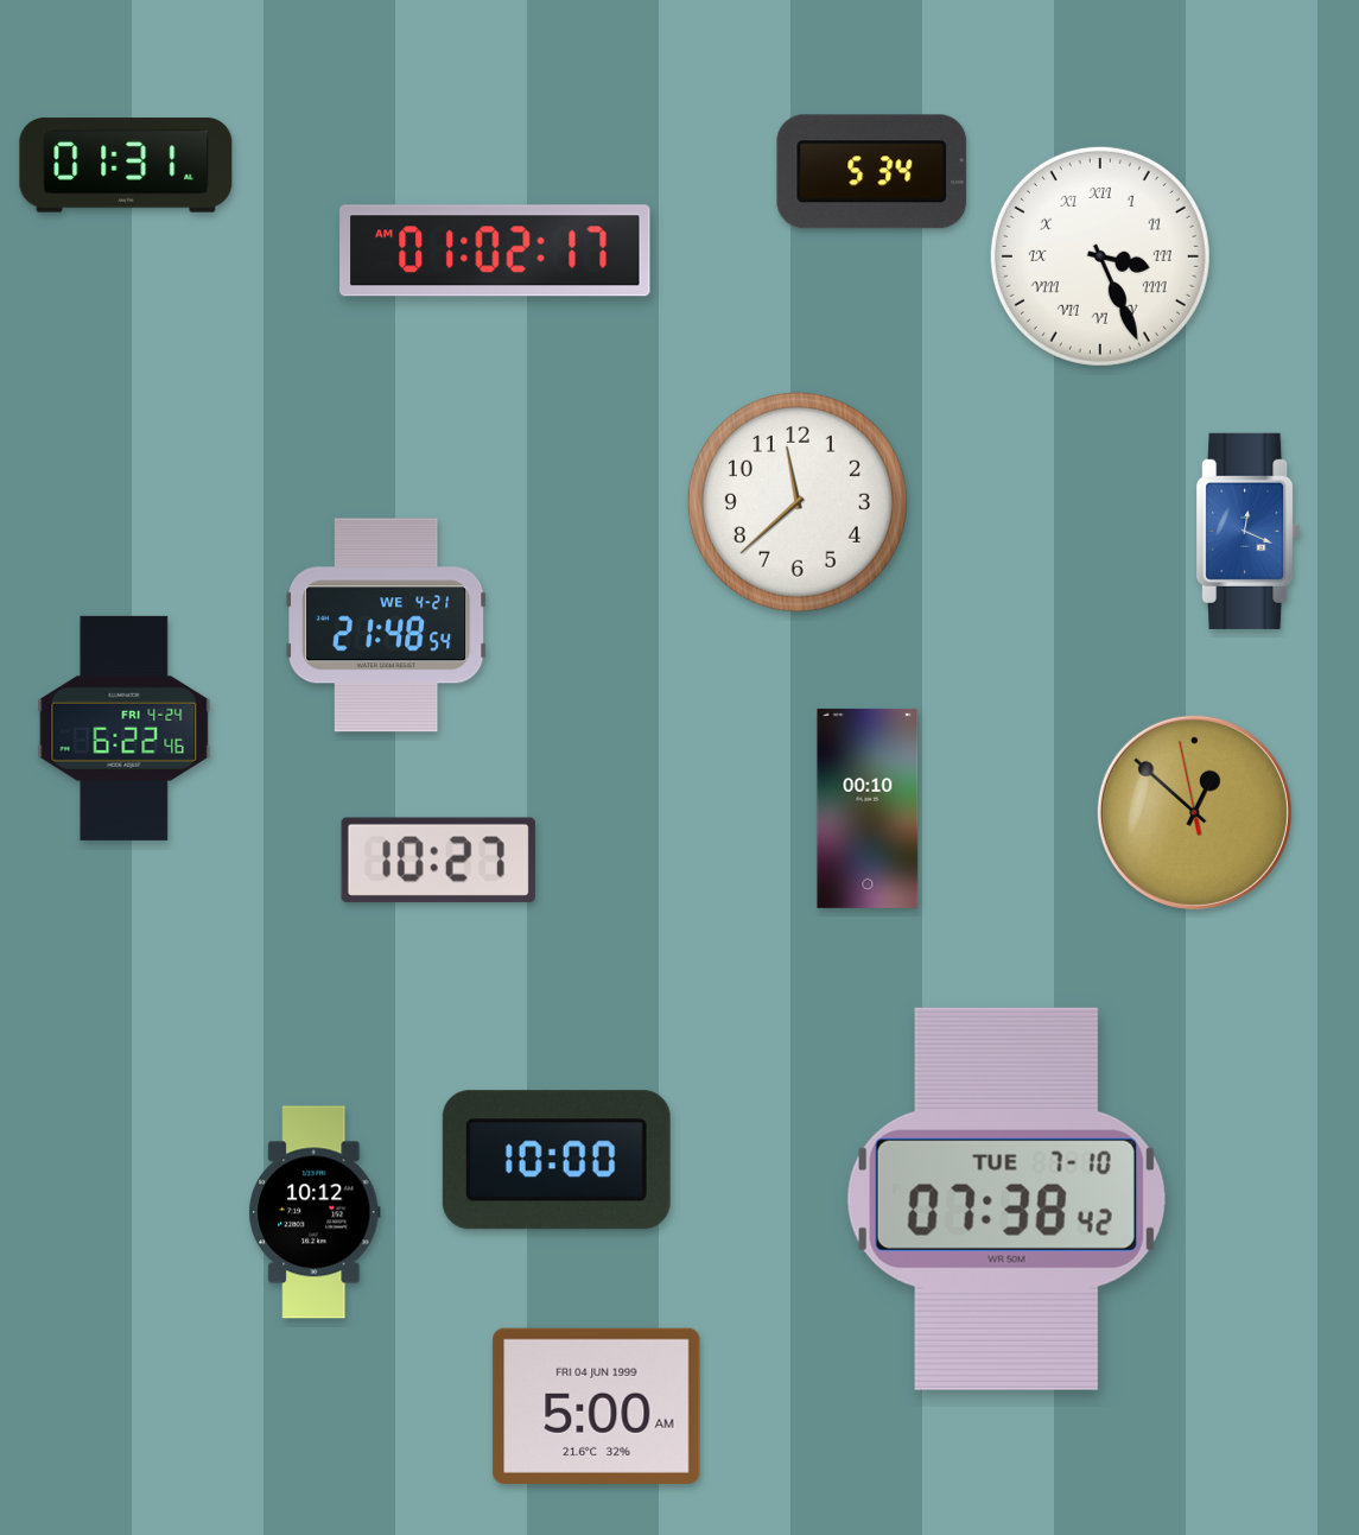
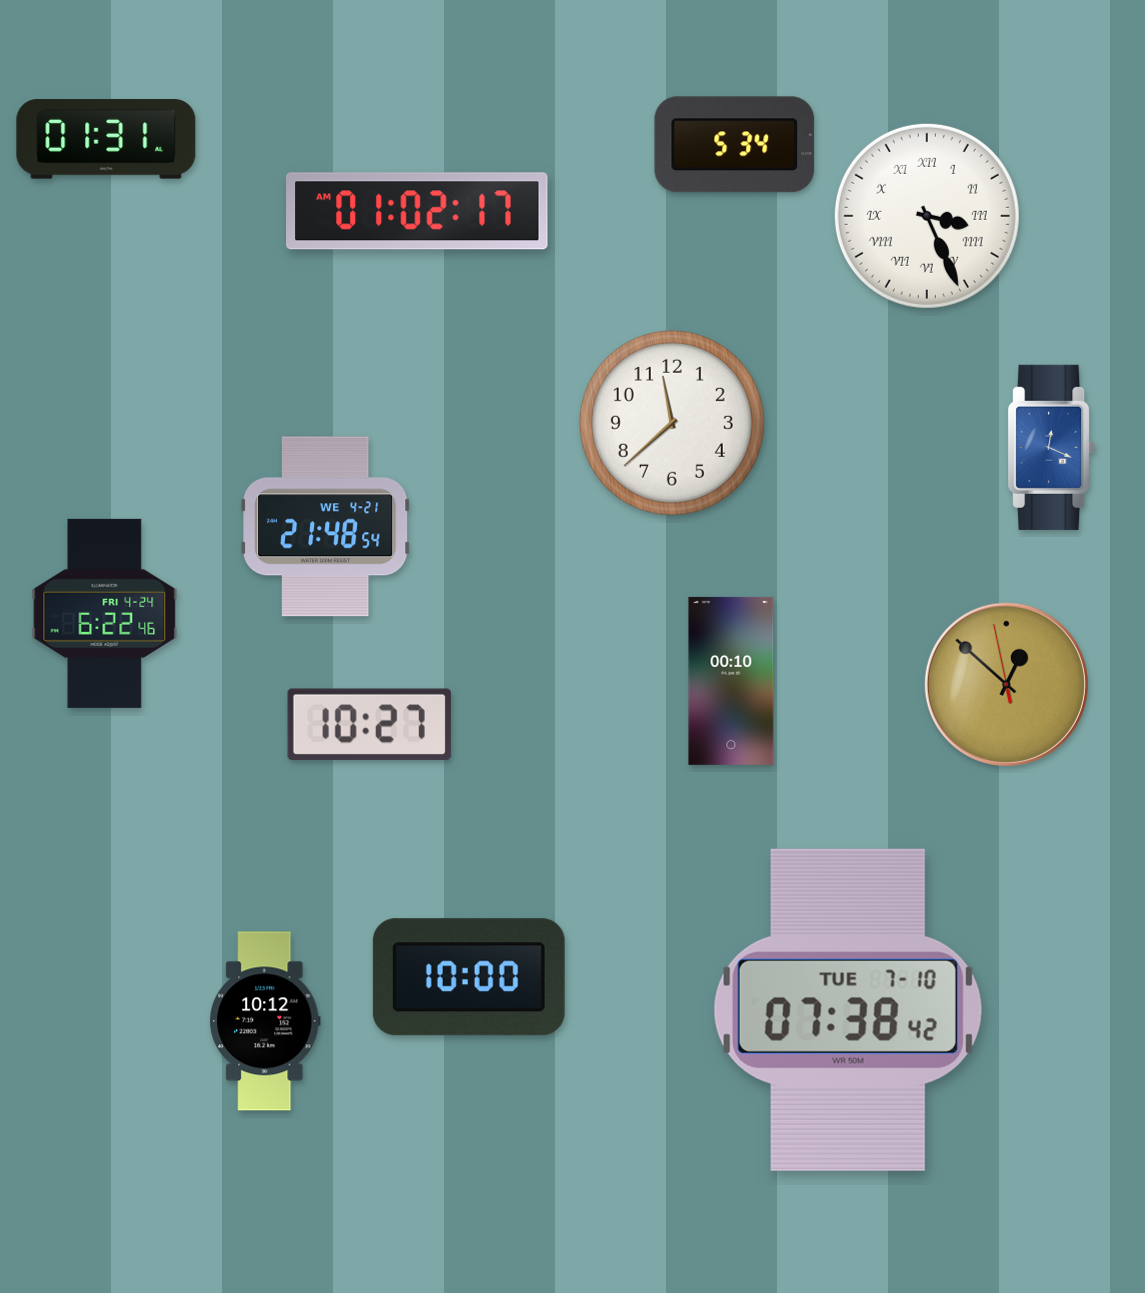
clock at (597, 1406): 5:00 -> none
